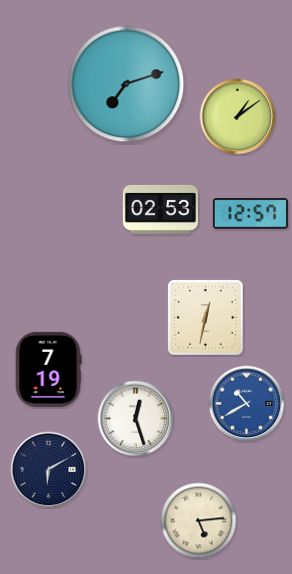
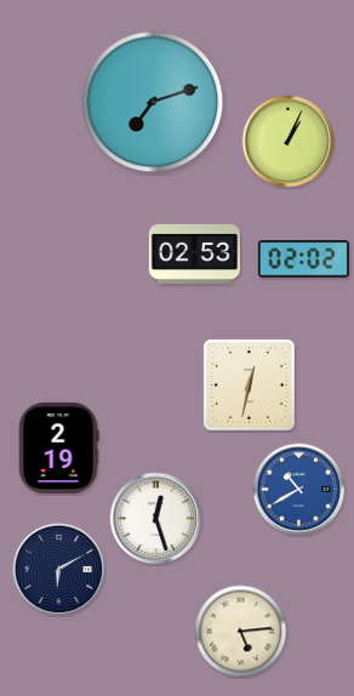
clock at (238, 117): 1:09 -> 1:04
clock at (250, 214): 12:57 -> 02:02
clock at (48, 369): 7:19 -> 2:19
clock at (136, 419) position: (136, 419) -> (156, 519)
